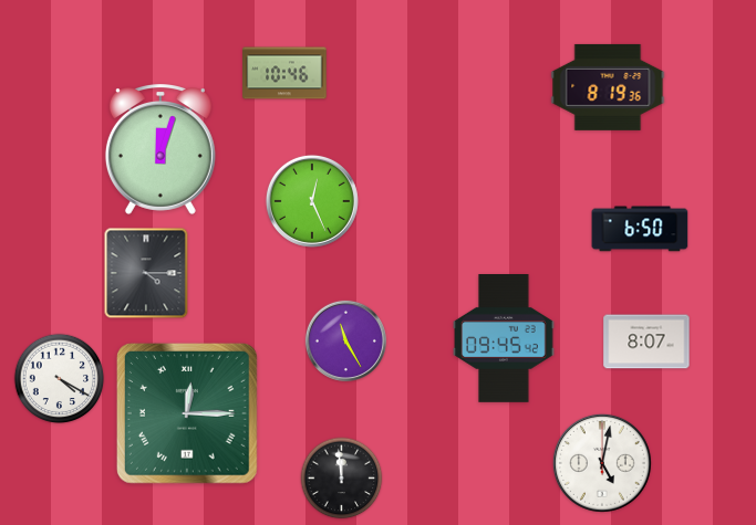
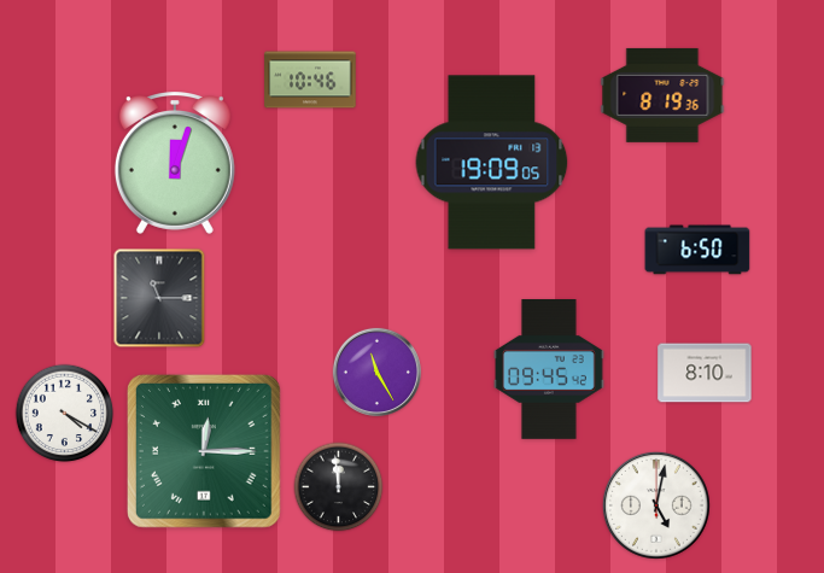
clock at (492, 163): none -> 19:09
clock at (312, 201): 12:26 -> none
clock at (146, 273): 4:15 -> 11:15
clock at (646, 342): 8:07 -> 8:10
clock at (342, 479) position: (342, 479) -> (339, 487)
